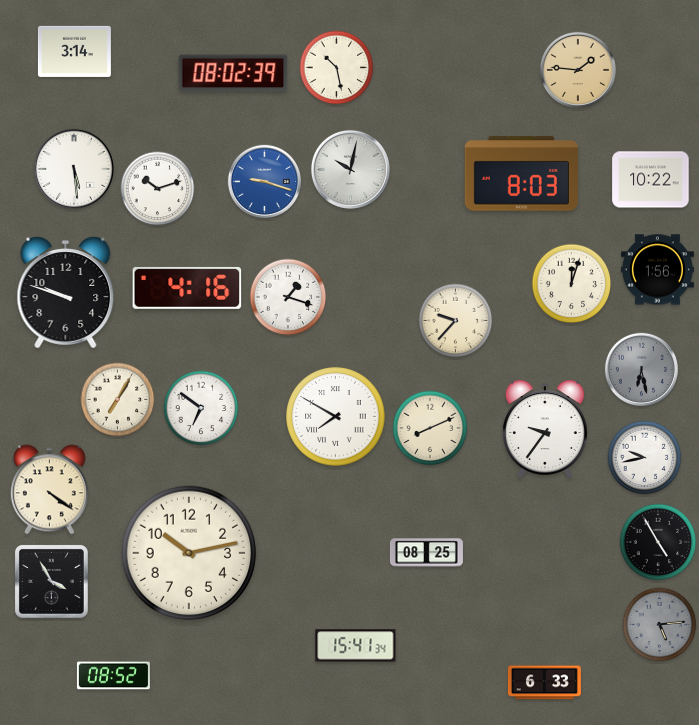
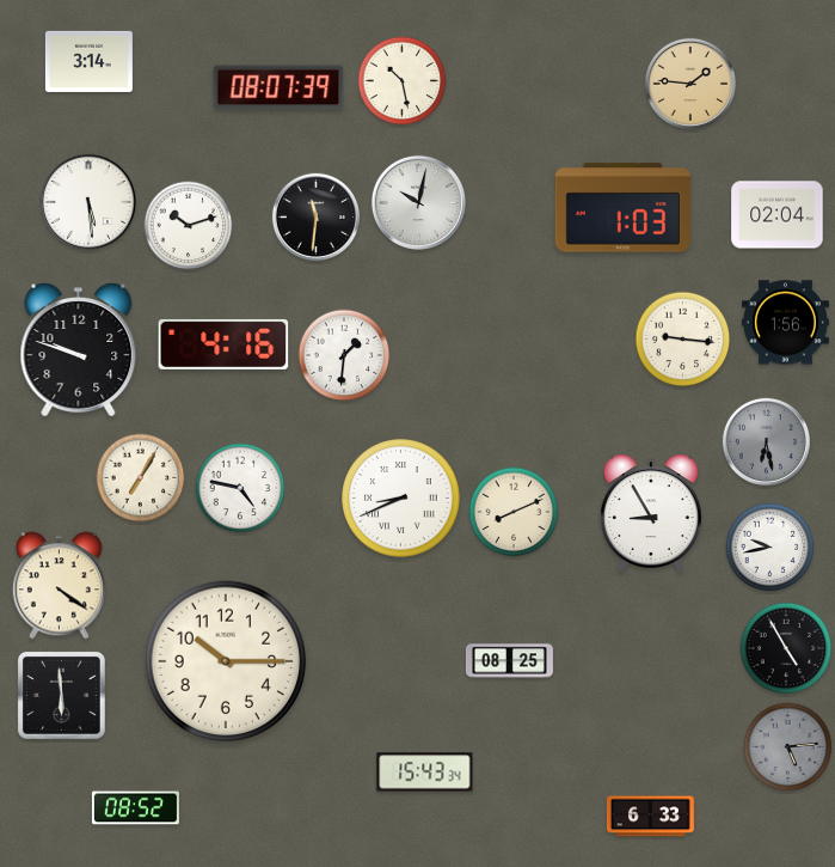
clock at (233, 73): 08:02 -> 08:07
clock at (521, 174): 8:03 -> 1:03
clock at (651, 180): 10:22 -> 02:04
clock at (264, 181): 9:18 -> 11:31
clock at (264, 181) dial: blue -> black
clock at (572, 284): 12:03 -> 9:16
clock at (288, 297): 1:18 -> 1:31
clock at (456, 321): 9:37 -> none
clock at (201, 408): 6:51 -> 4:47
clock at (336, 417): 7:50 -> 8:41
clock at (545, 429): 9:36 -> 8:55
clock at (189, 553): 10:13 -> 10:15
clock at (51, 581): 3:55 -> 5:59
clock at (356, 646): 15:41 -> 15:43
